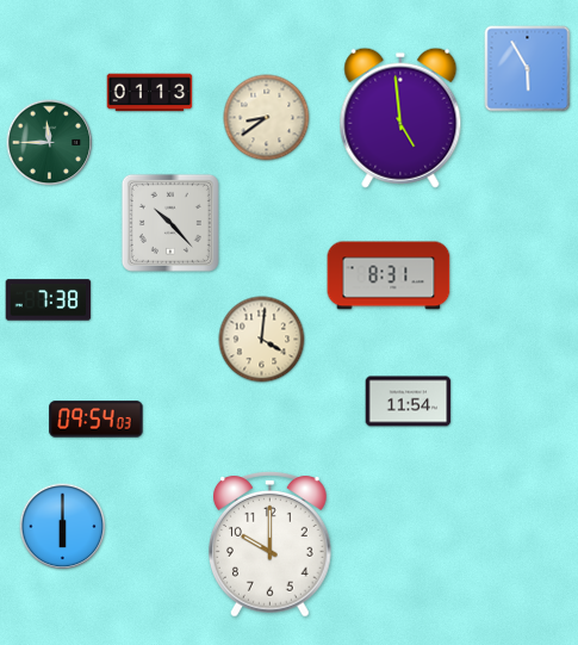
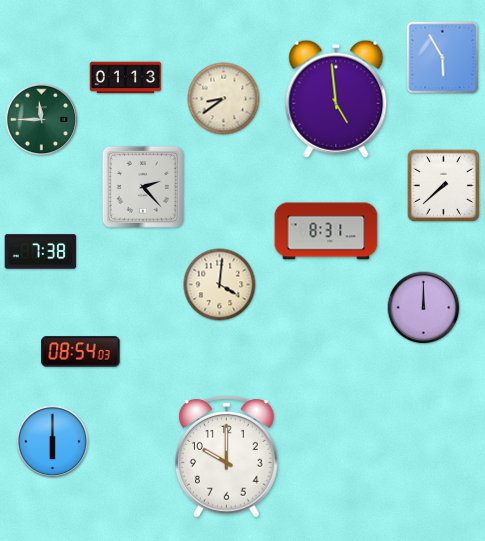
clock at (443, 185): none -> 7:38
clock at (170, 223): 10:23 -> 2:23
clock at (424, 308): none -> 12:00
clock at (409, 402): 11:54 -> none
clock at (97, 420): 09:54 -> 08:54
